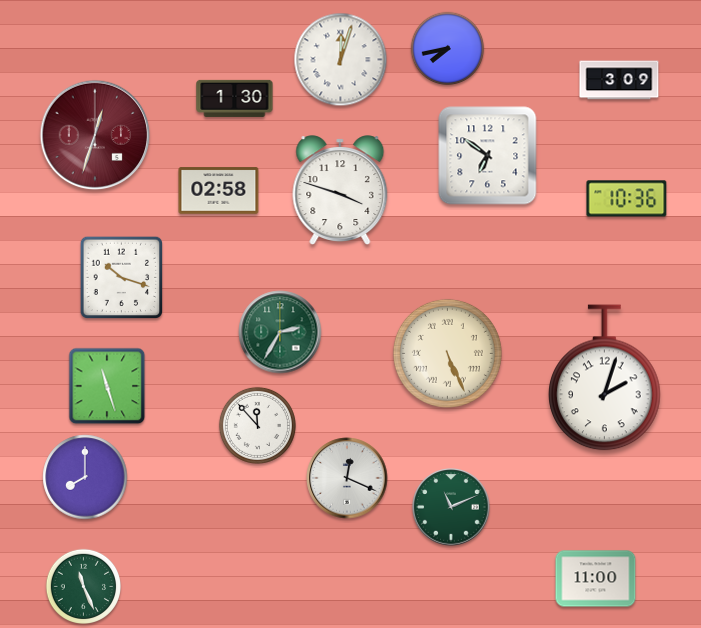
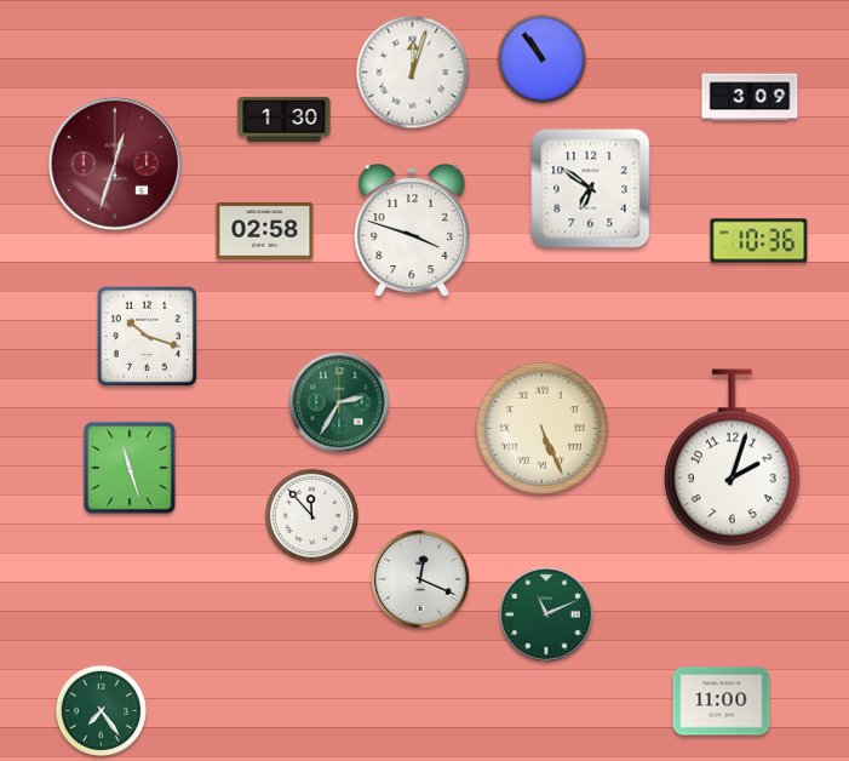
clock at (448, 49): 7:43 -> 10:54
clock at (85, 477): 8:00 -> none
clock at (83, 586): 11:26 -> 7:24
